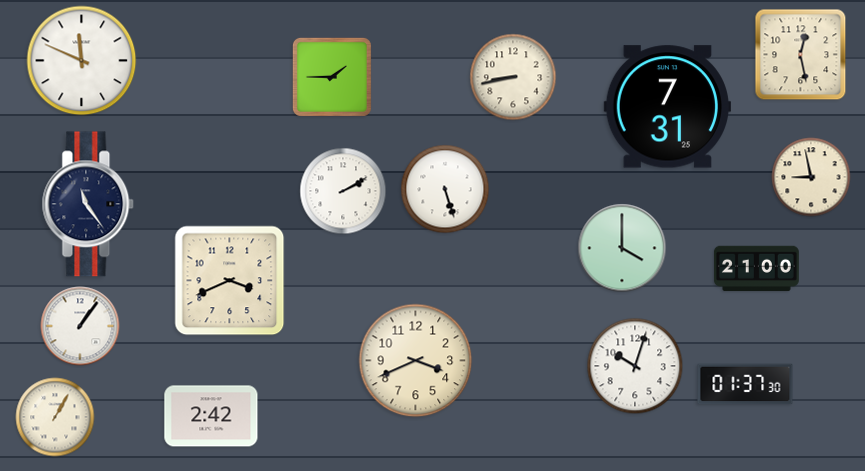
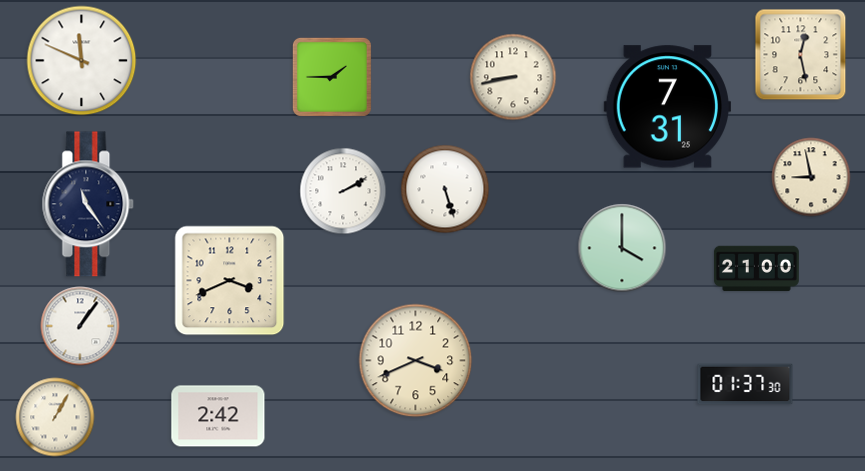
clock at (635, 366): 10:03 -> none
clock at (211, 416) position: (211, 416) -> (218, 416)
